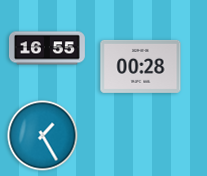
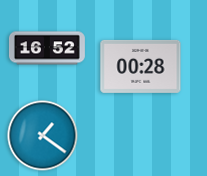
clock at (47, 48): 16:55 -> 16:52
clock at (43, 136): 1:25 -> 1:21
